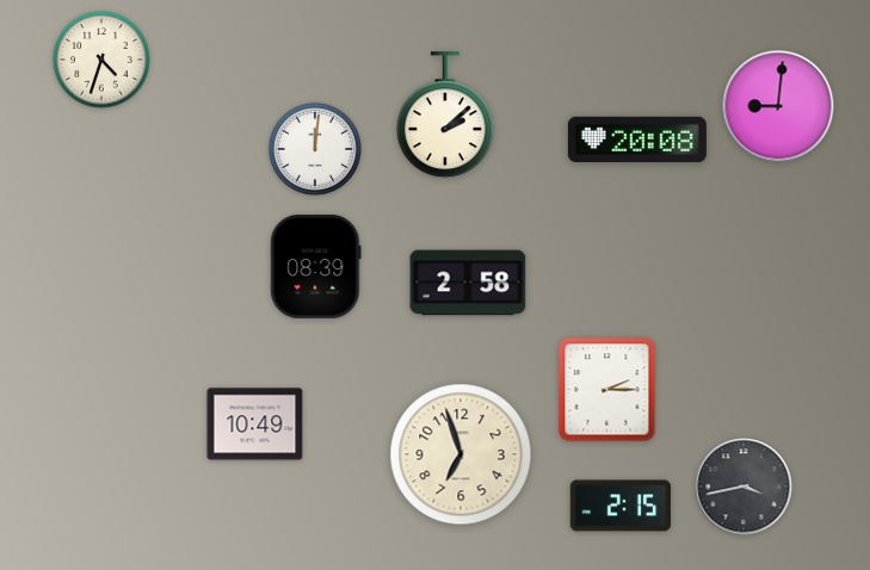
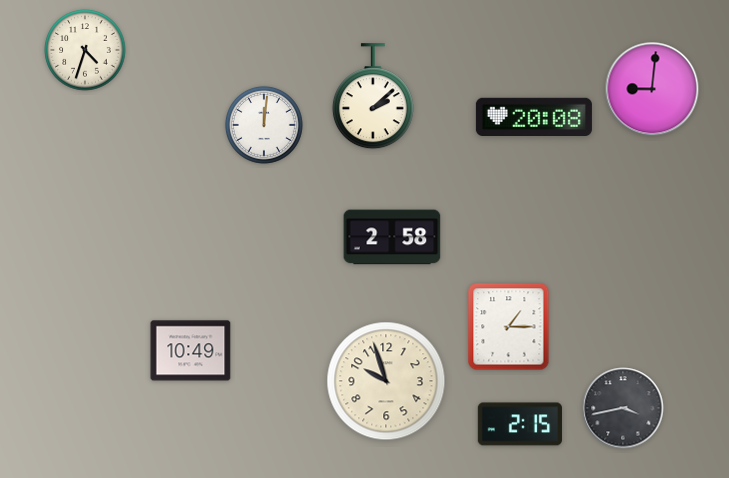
clock at (316, 267): 08:39 -> none
clock at (607, 390): 2:15 -> 1:15
clock at (255, 425) position: (255, 425) -> (191, 351)
clock at (461, 454): 6:57 -> 9:57
